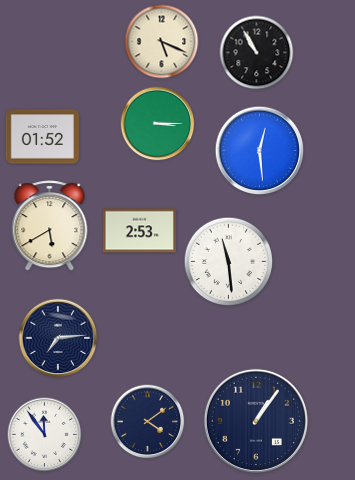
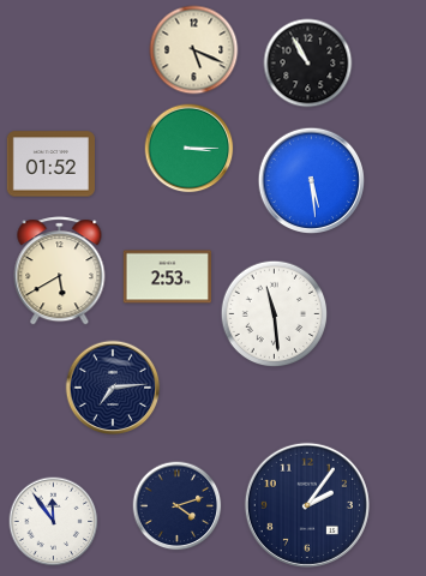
clock at (260, 151): 12:29 -> 5:29
clock at (58, 338) position: (58, 338) -> (113, 388)
clock at (256, 421): 1:06 -> 2:06
clock at (148, 422): 4:09 -> 4:12
